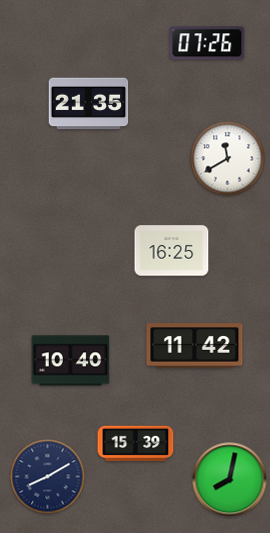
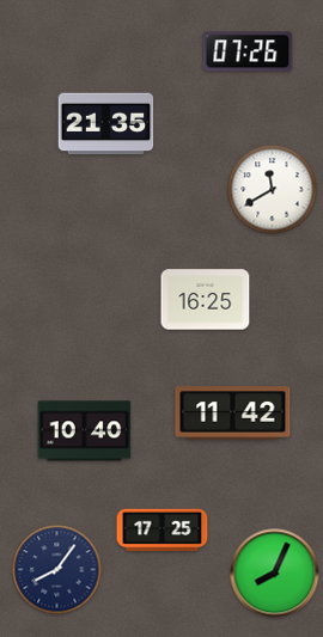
clock at (136, 444): 15:39 -> 17:25
clock at (48, 477): 8:10 -> 8:06
clock at (230, 480): 8:02 -> 8:04
